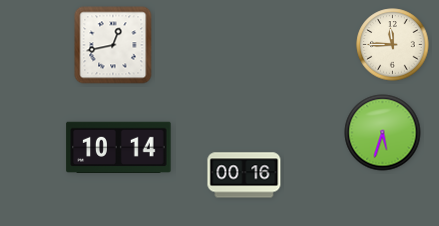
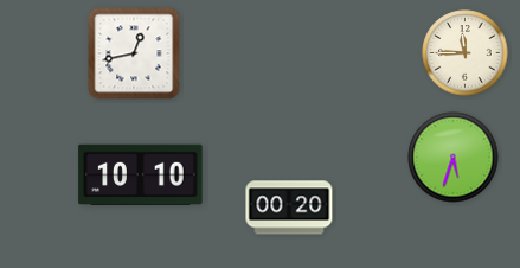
clock at (119, 147): 10:14 -> 10:10
clock at (244, 175): 00:16 -> 00:20
